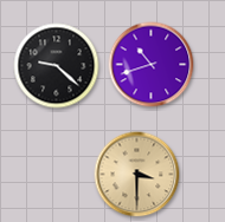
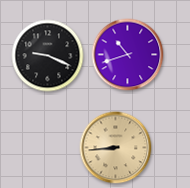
clock at (57, 66): 9:22 -> 9:19
clock at (137, 175): 3:30 -> 8:44
